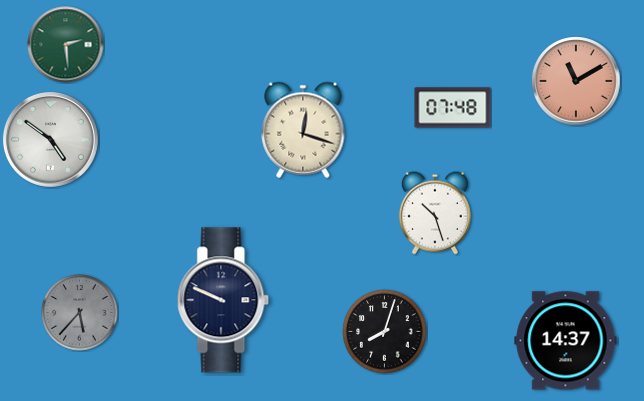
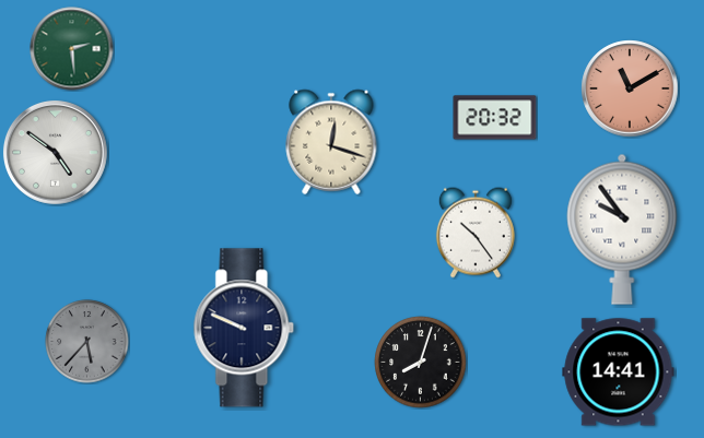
clock at (453, 108): 07:48 -> 20:32
clock at (622, 229): none -> 9:54
clock at (435, 213): 10:27 -> 10:24
clock at (566, 341): 14:37 -> 14:41
